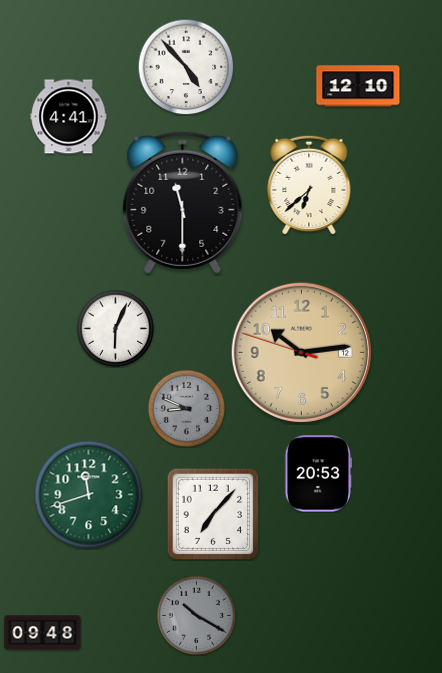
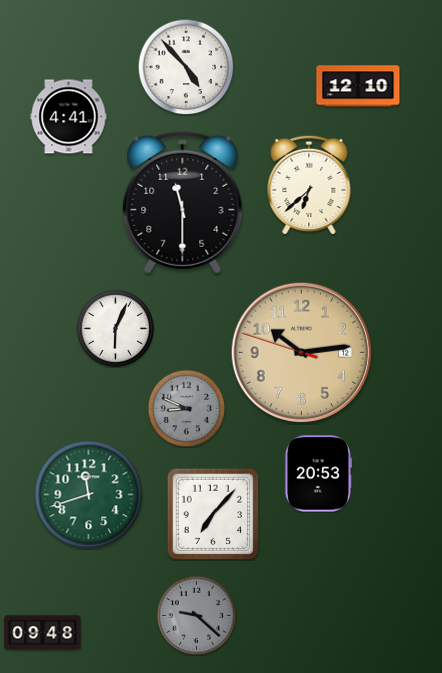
clock at (196, 615): 10:20 -> 9:22
